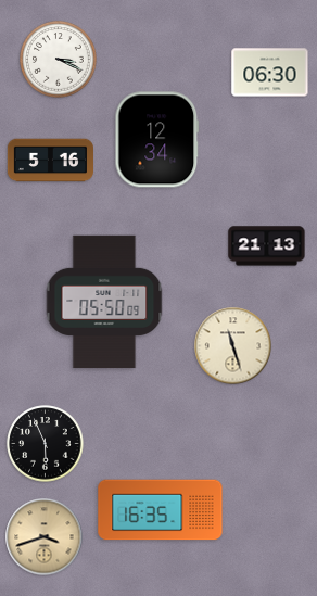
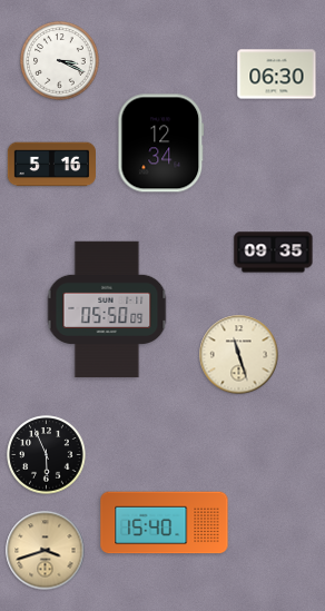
clock at (267, 246): 21:13 -> 09:35
clock at (161, 510): 16:35 -> 15:40
